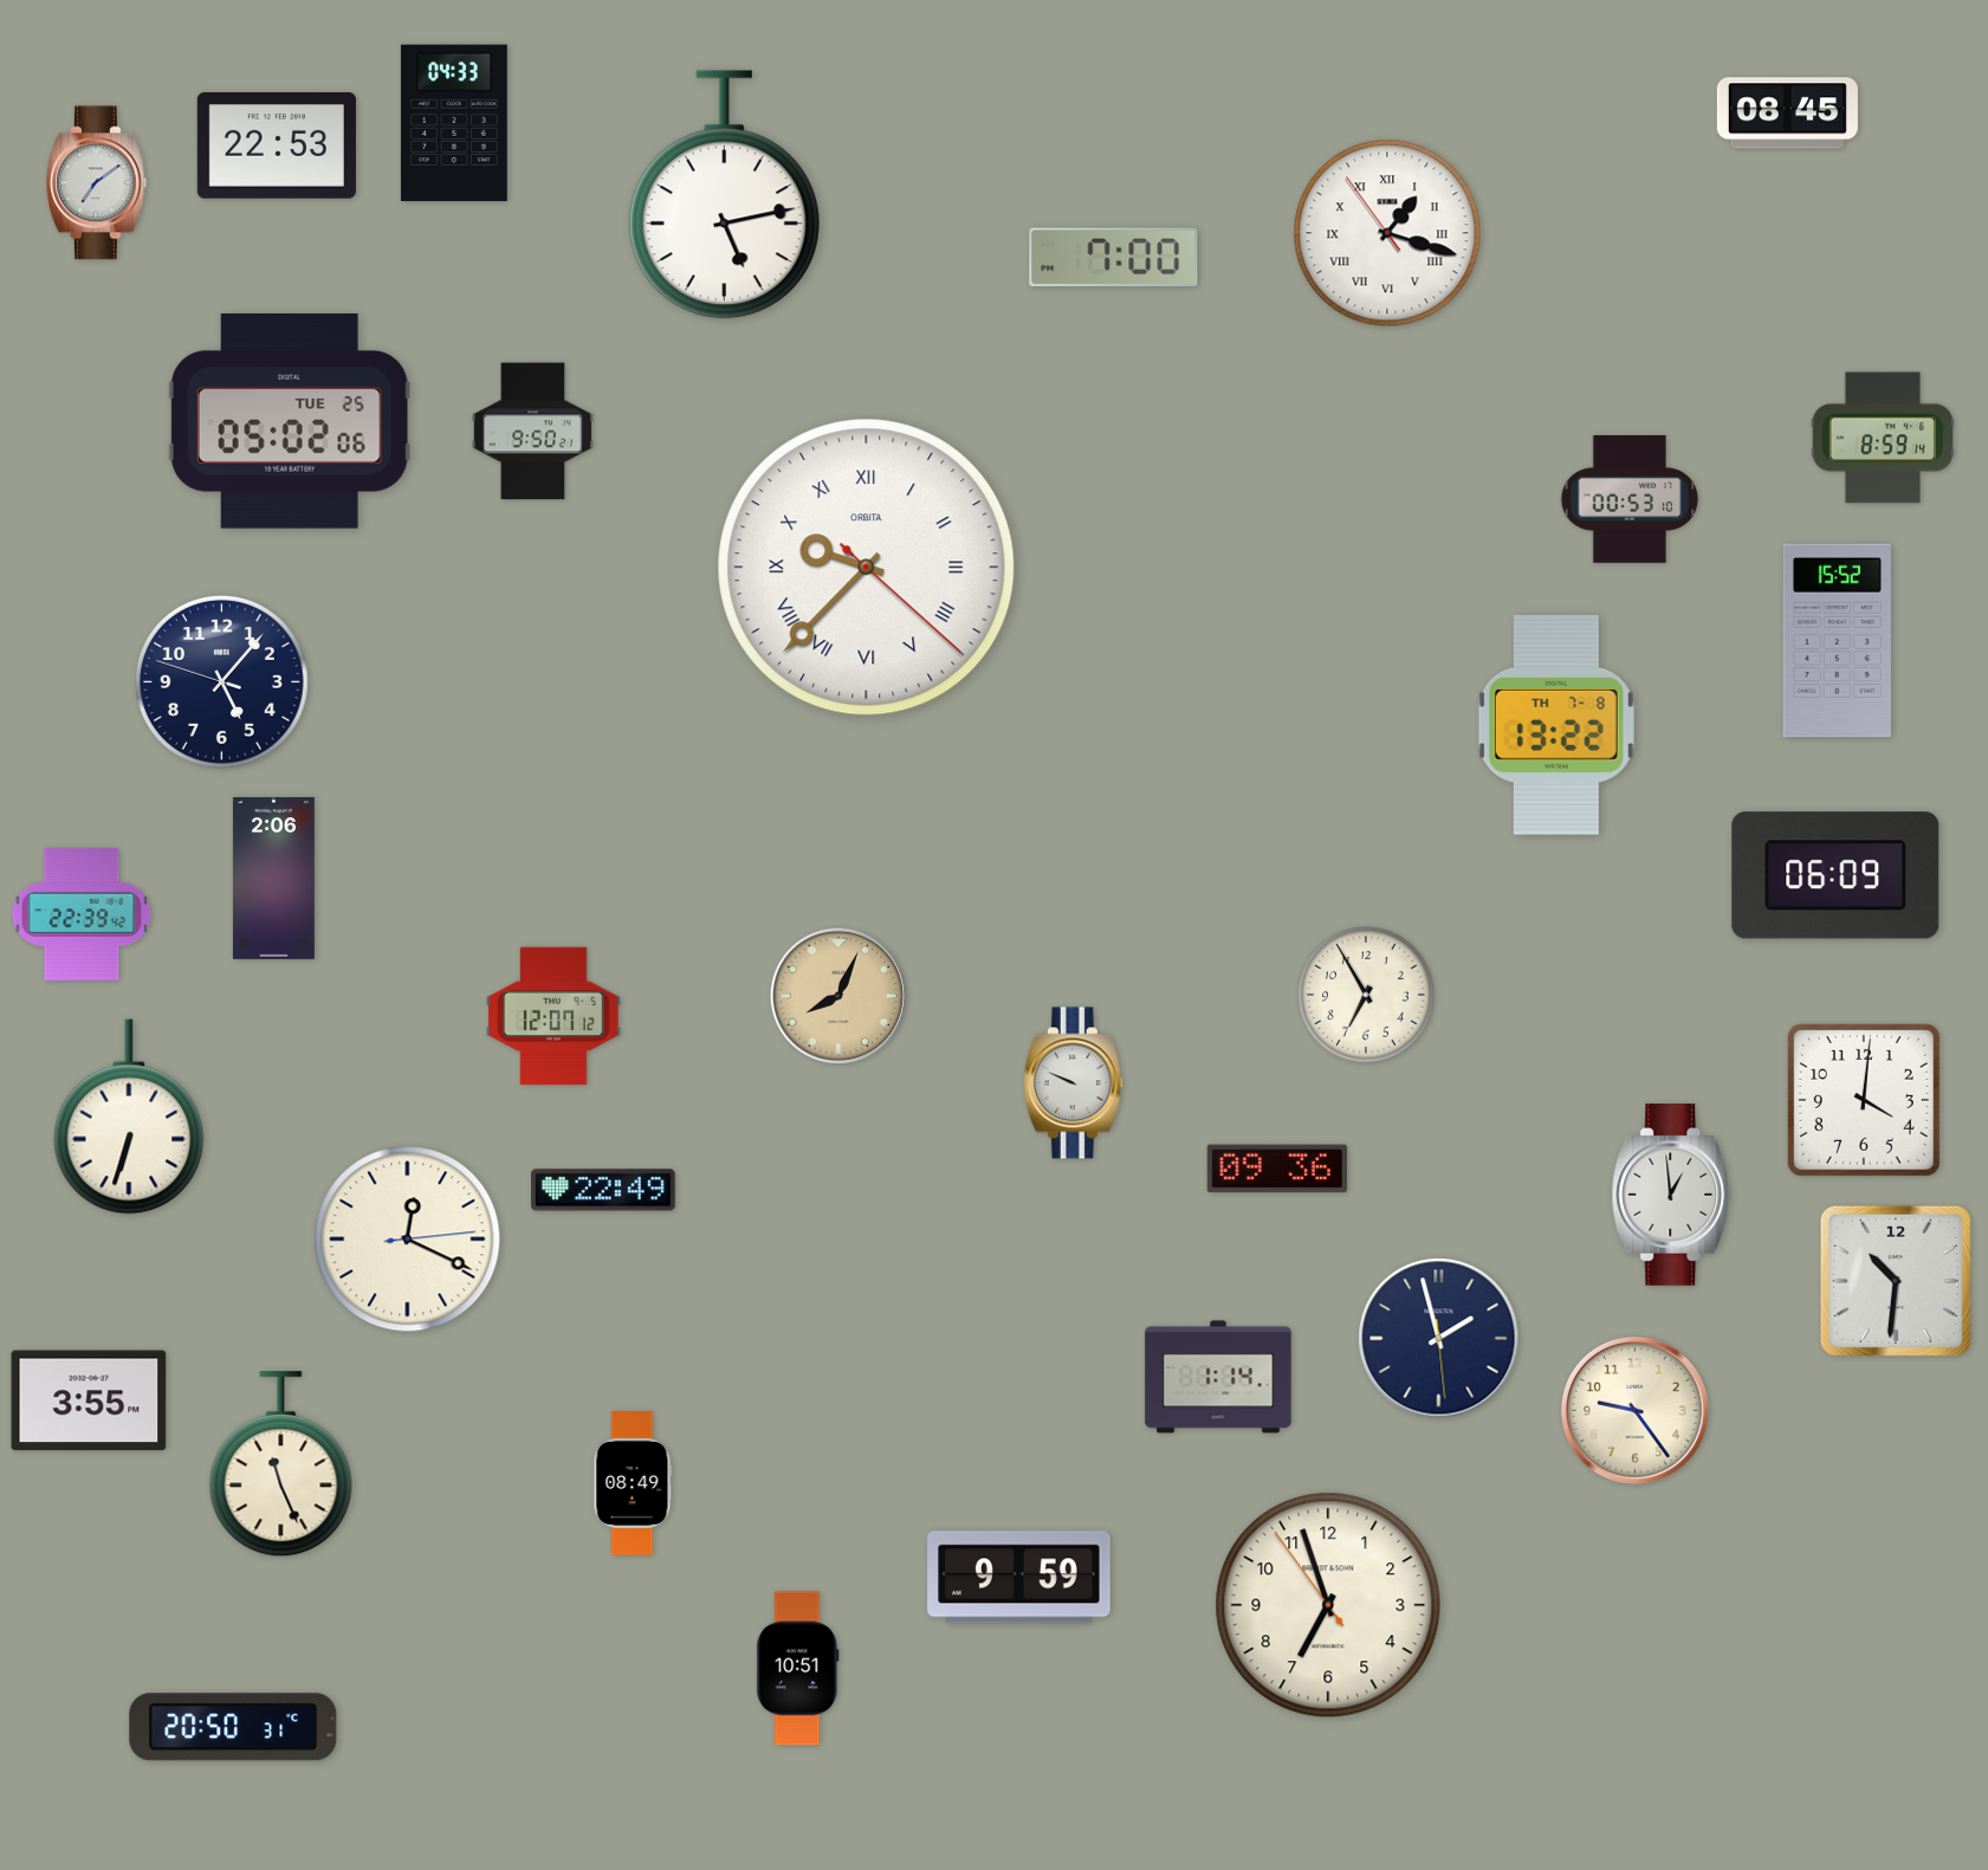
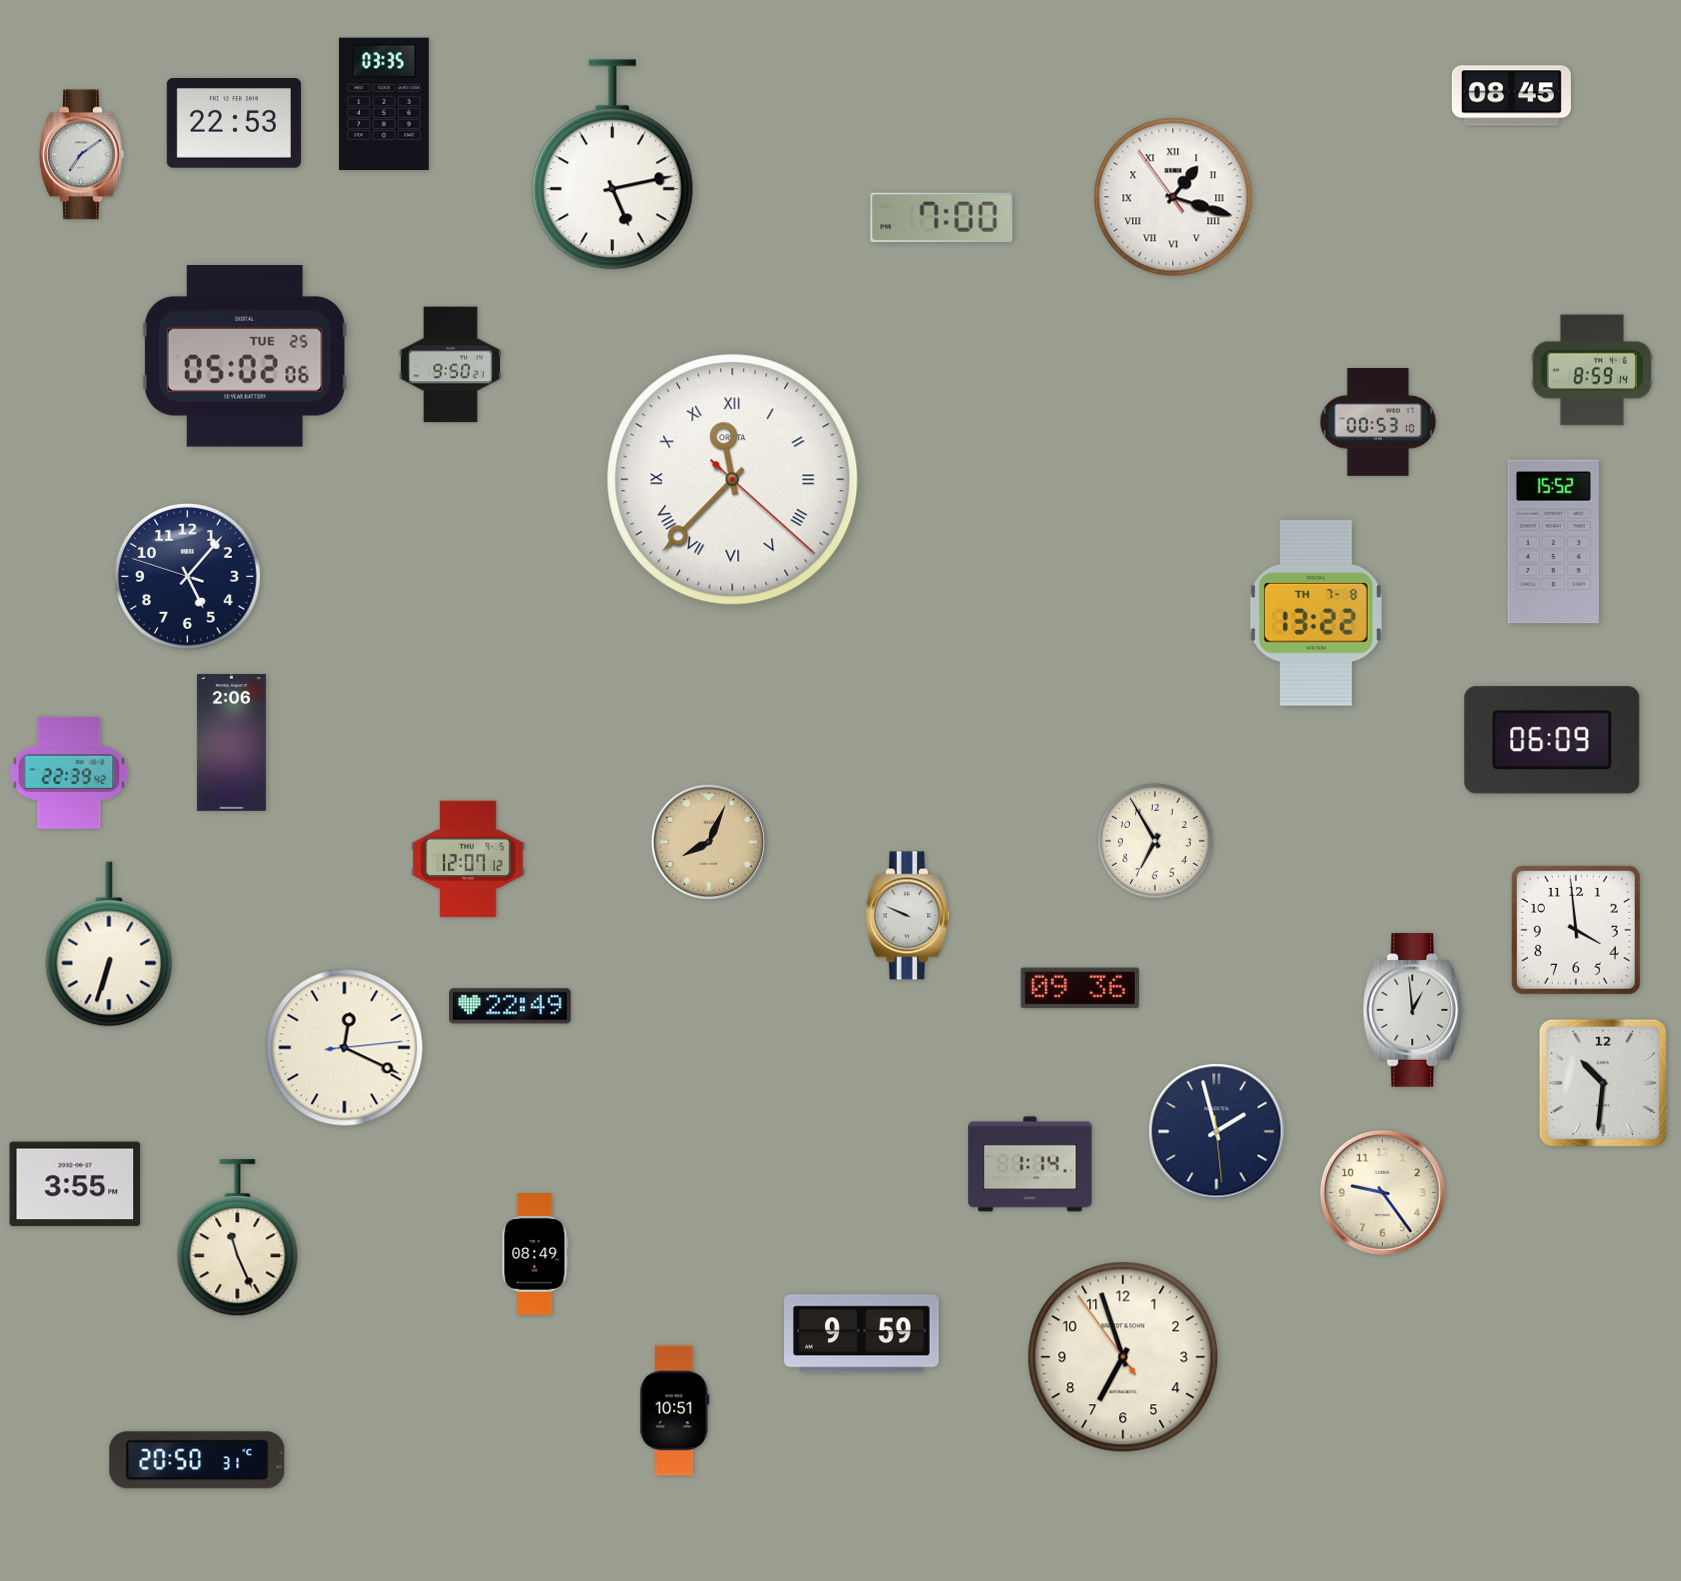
clock at (454, 123): 04:33 -> 03:35
clock at (867, 568): 9:37 -> 11:37
clock at (1864, 1100): 4:01 -> 3:59
